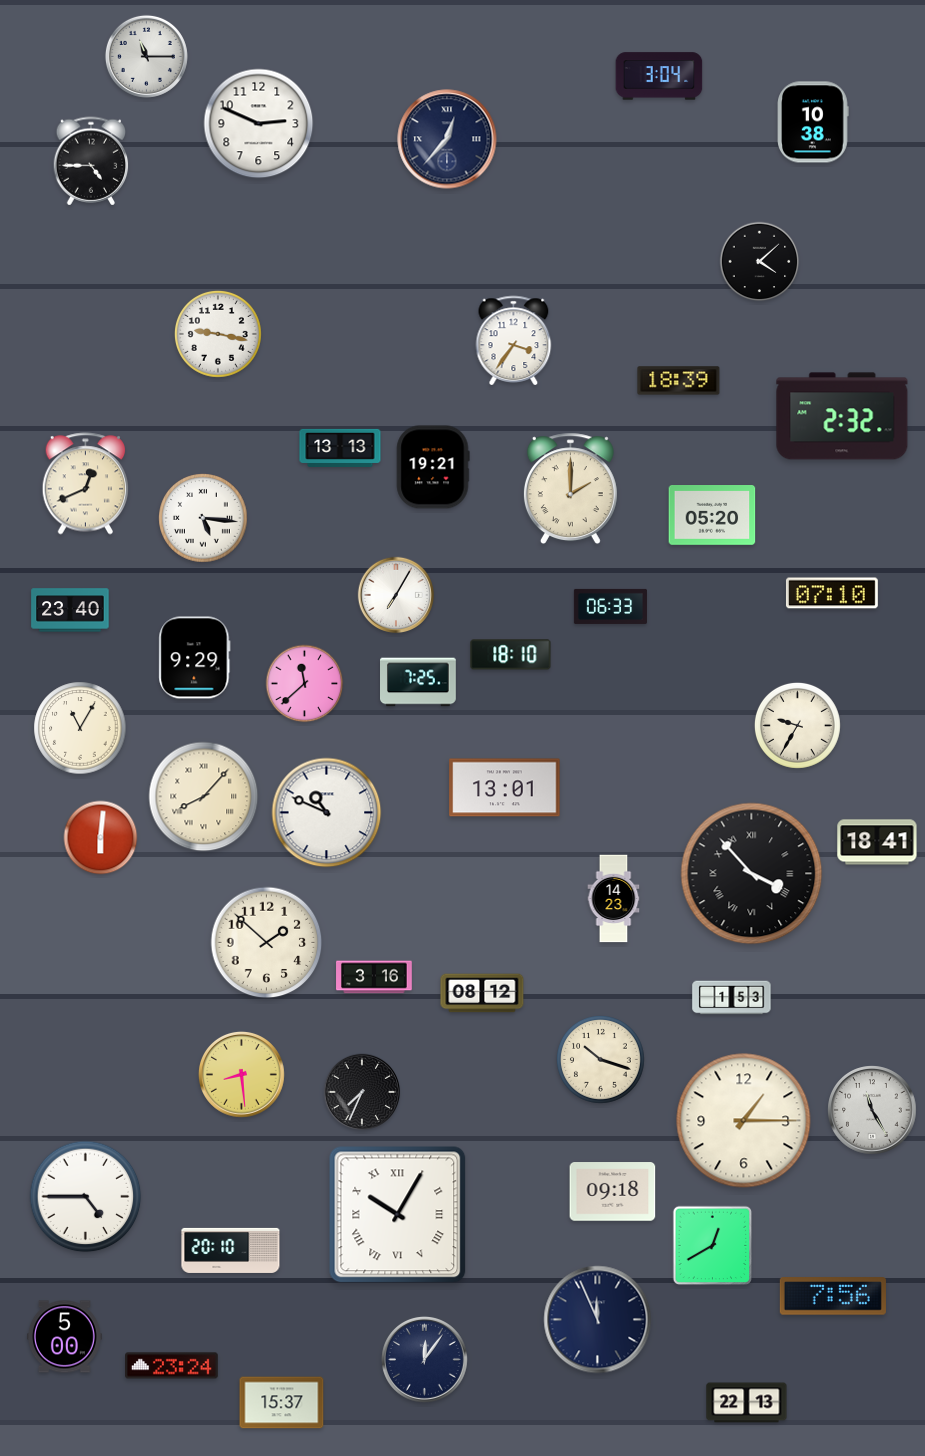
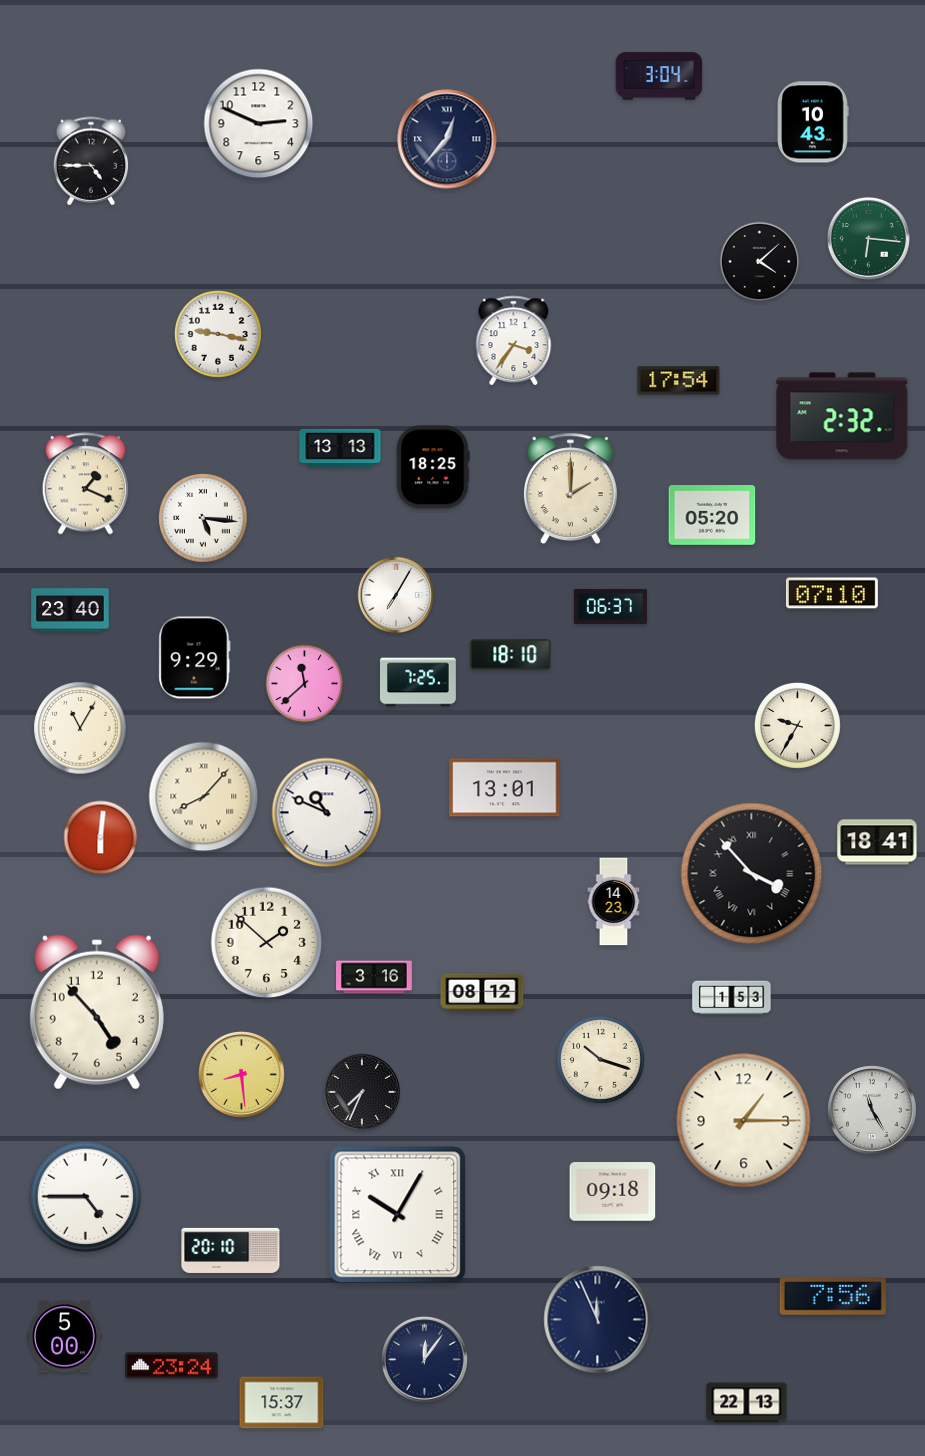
clock at (146, 56): 11:15 -> none
clock at (813, 122): 10:38 -> 10:43
clock at (868, 238): none -> 6:16
clock at (679, 381): 18:39 -> 17:54
clock at (433, 467): 19:21 -> 18:25
clock at (86, 484): 12:41 -> 1:19
clock at (610, 606): 06:33 -> 06:37
clock at (614, 899) position: (614, 899) -> (614, 902)
clock at (97, 1012): none -> 4:53
clock at (713, 1246): 12:40 -> none
